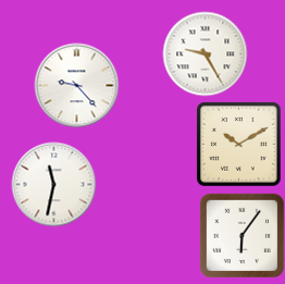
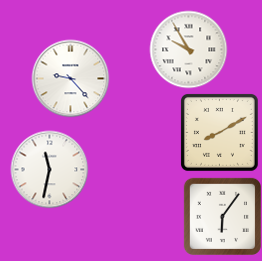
clock at (205, 53): 9:25 -> 9:55
clock at (239, 145): 10:10 -> 8:10
